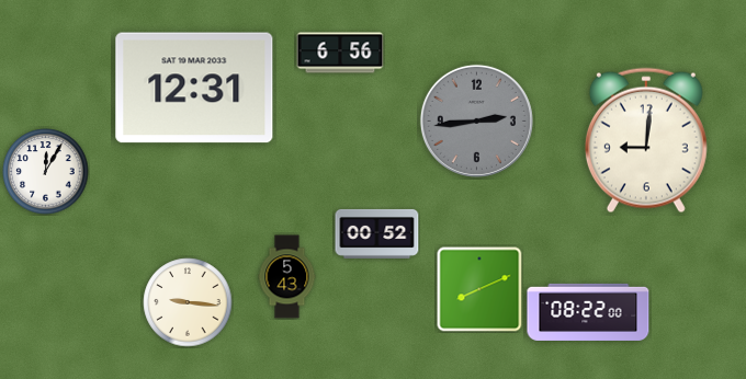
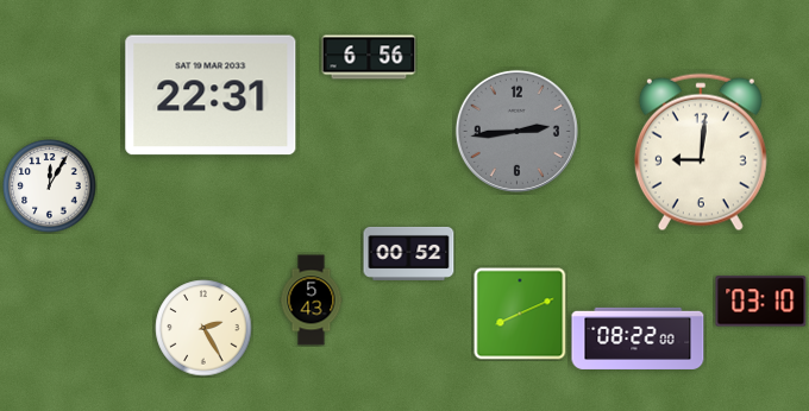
clock at (194, 88): 12:31 -> 22:31
clock at (761, 302): none -> 03:10
clock at (188, 302): 9:16 -> 2:25
